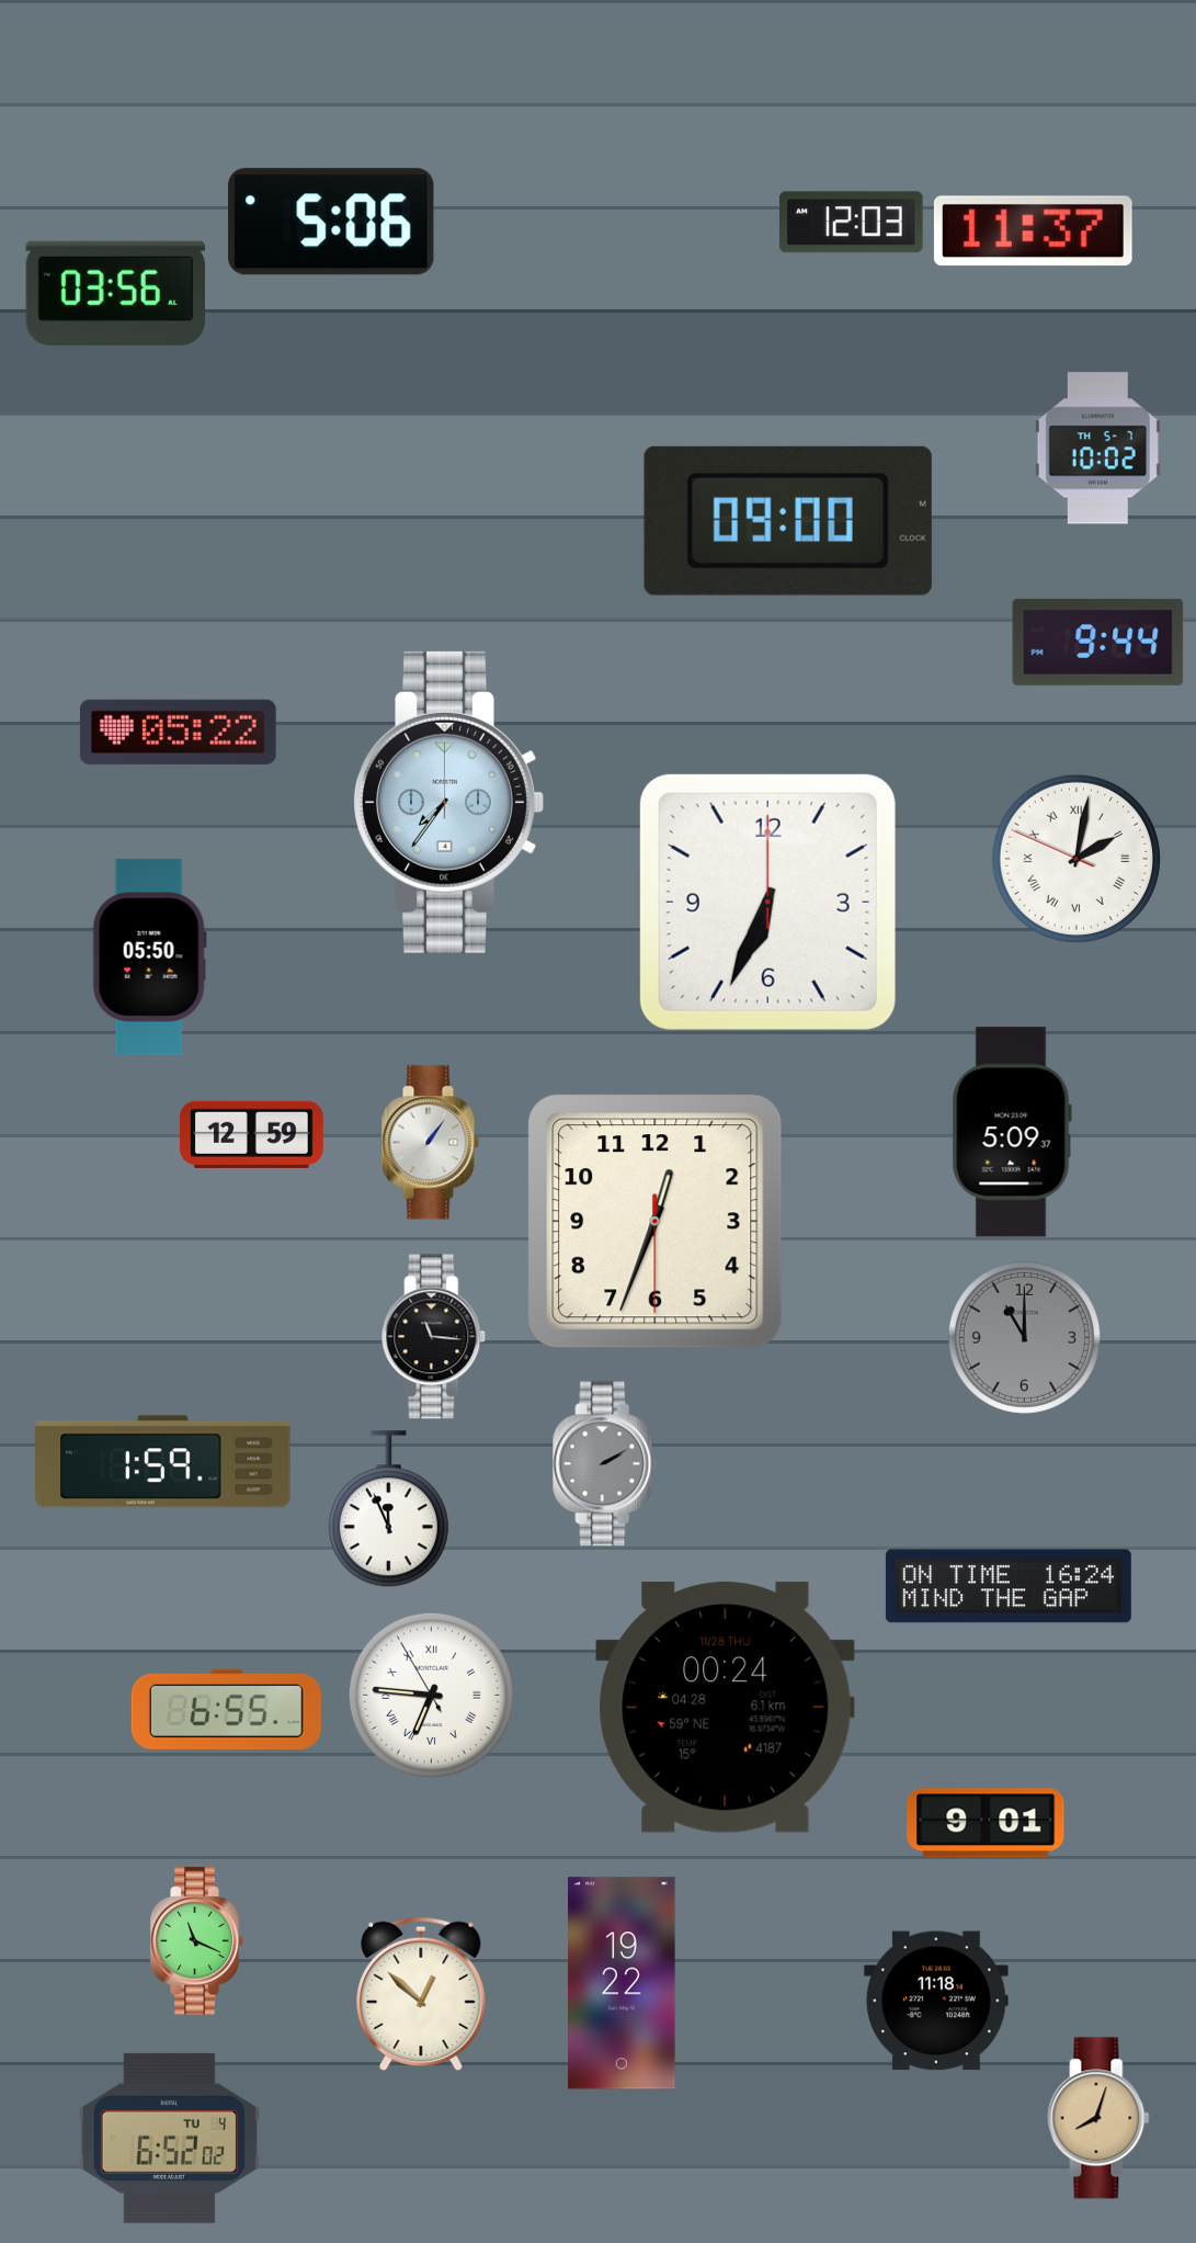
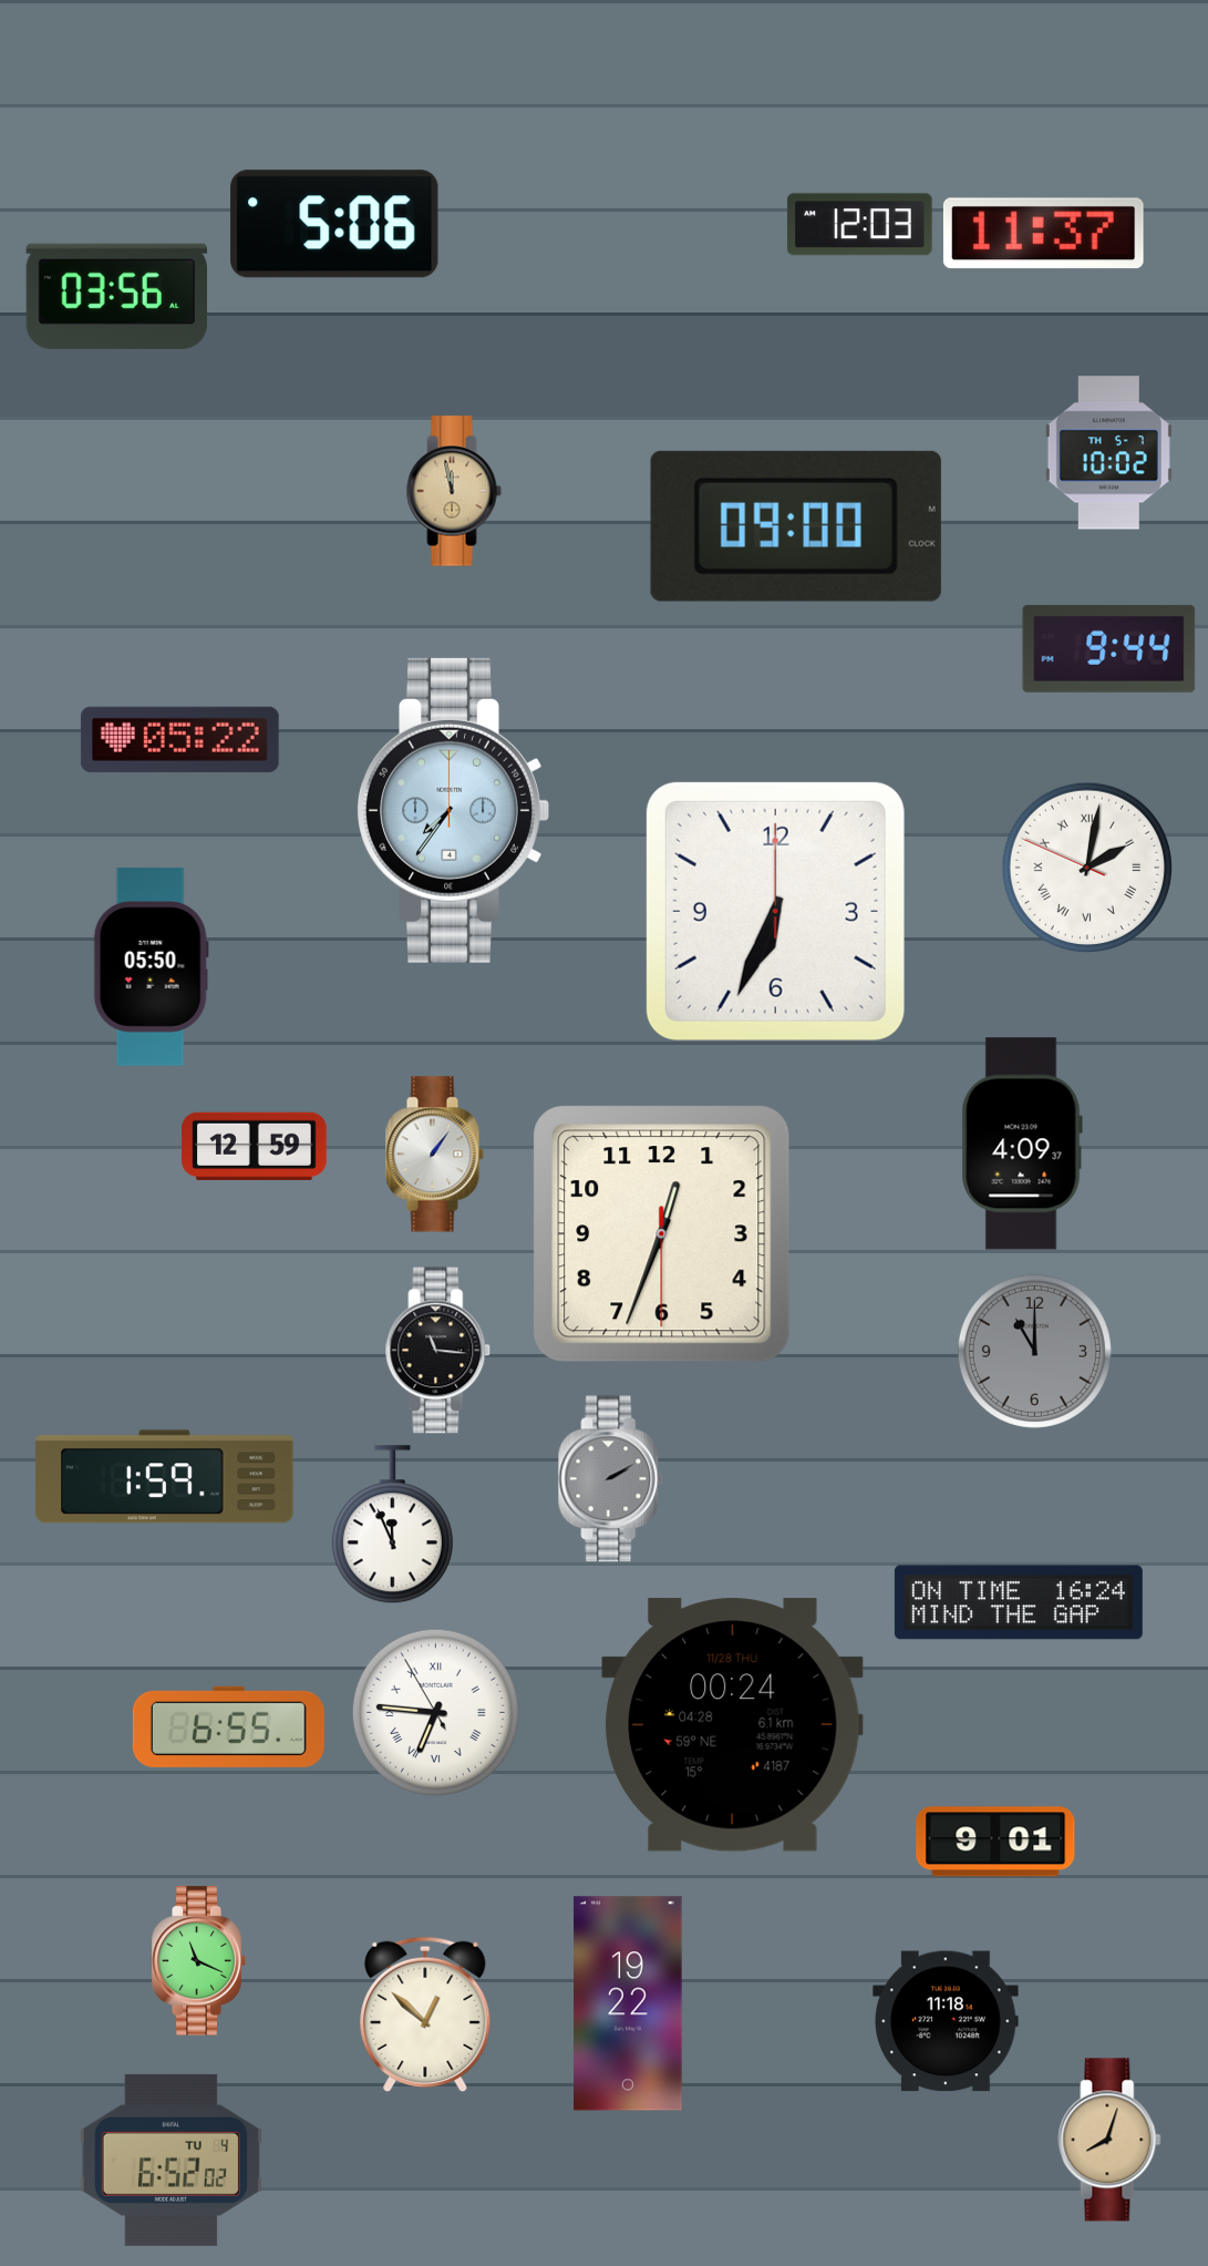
clock at (454, 491): none -> 11:58
clock at (1012, 1132): 5:09 -> 4:09
